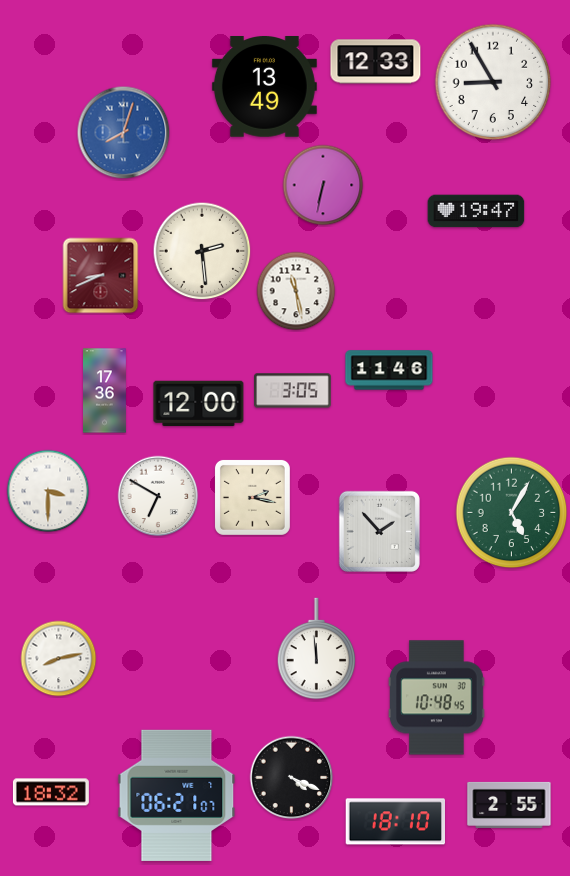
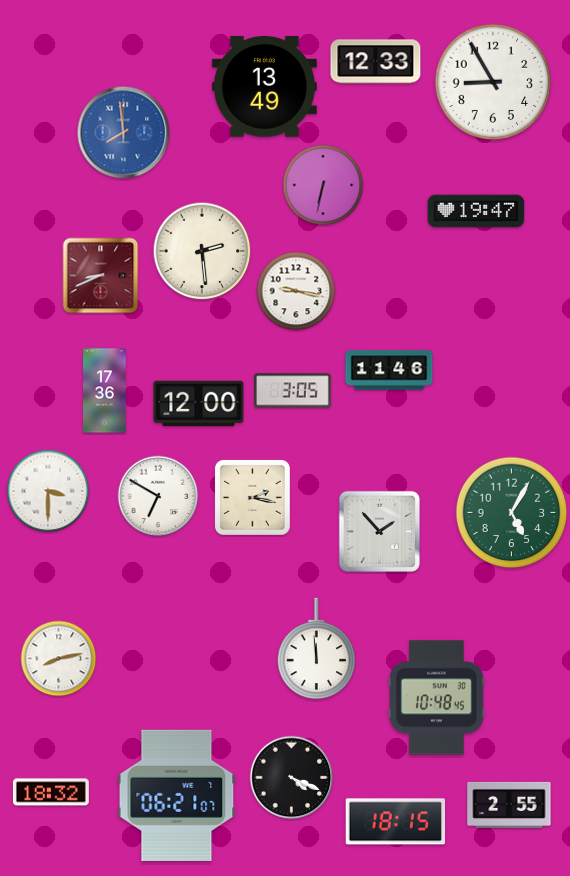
clock at (124, 133): 8:03 -> 7:59
clock at (296, 291): 11:28 -> 9:17
clock at (396, 822): 18:10 -> 18:15
